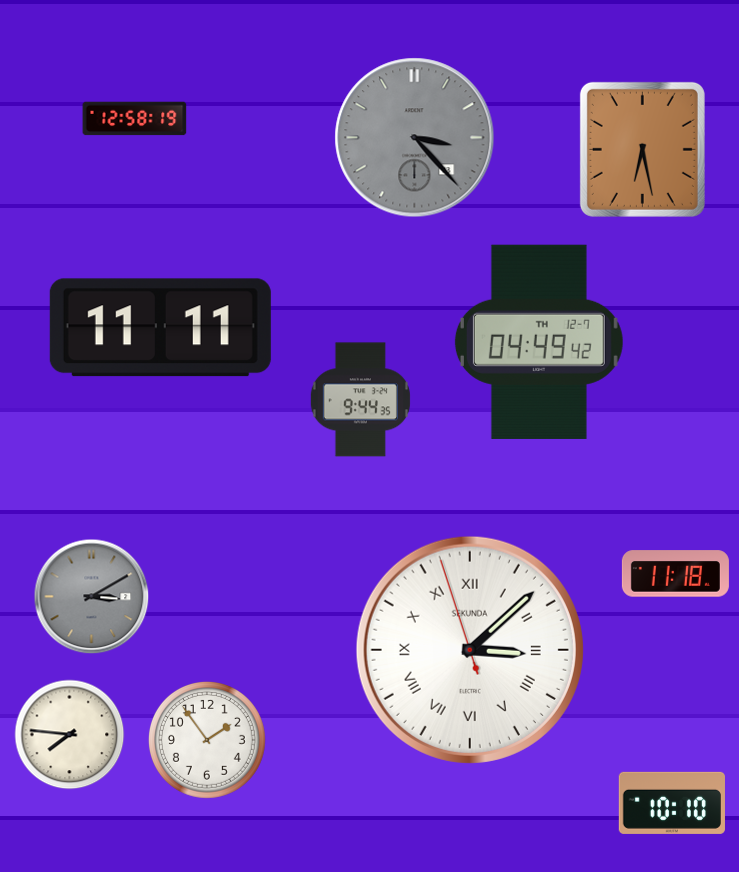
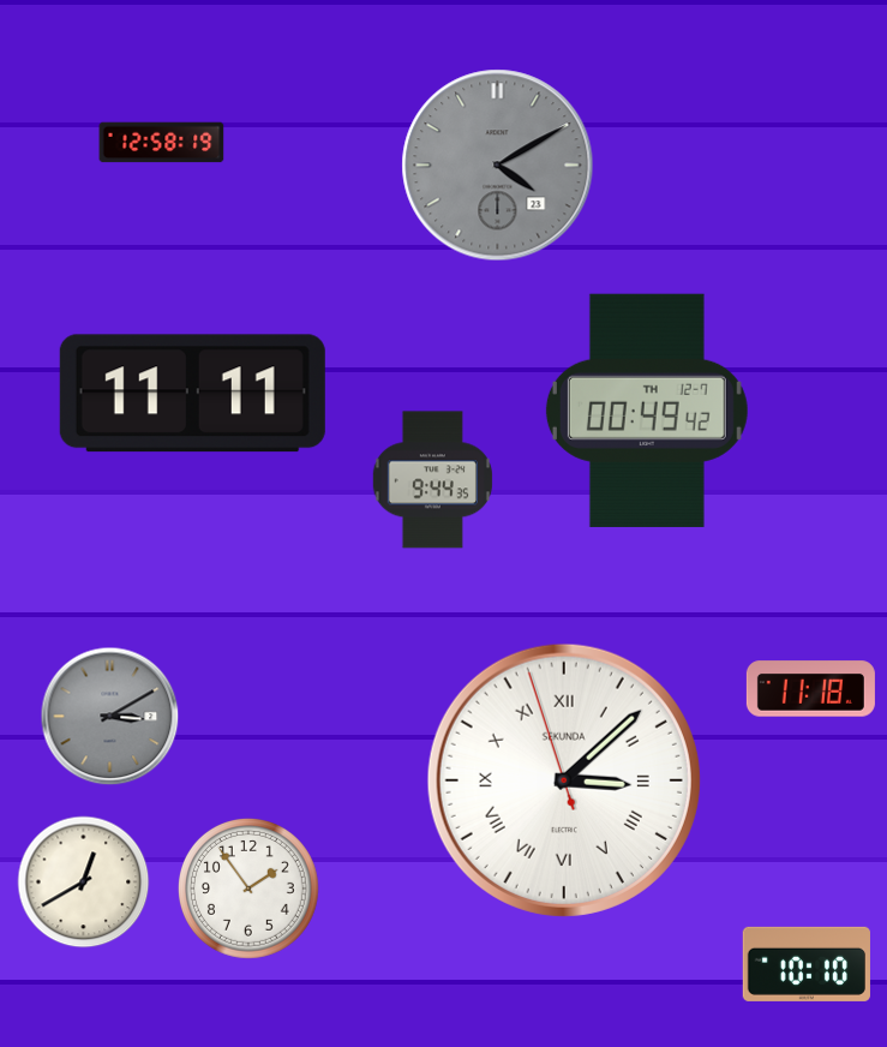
clock at (415, 138): 3:23 -> 4:10
clock at (642, 149): 6:28 -> none
clock at (539, 342): 04:49 -> 00:49
clock at (70, 735): 7:46 -> 12:40
